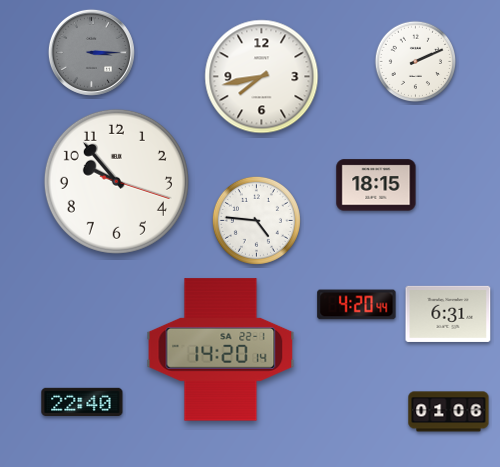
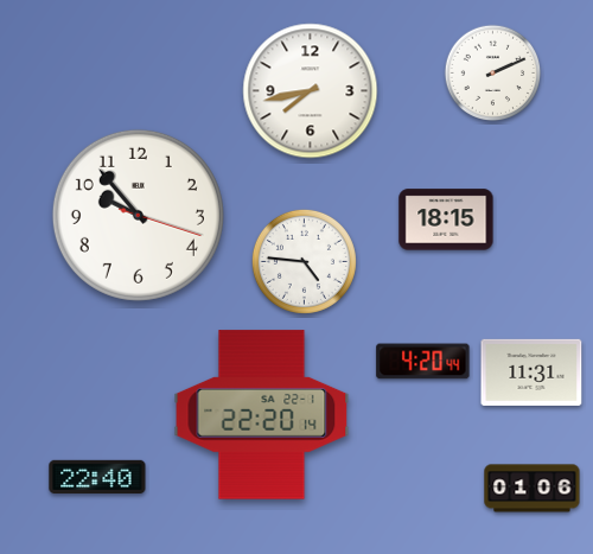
clock at (91, 52): 3:15 -> none
clock at (448, 314): 6:31 -> 11:31
clock at (221, 350): 14:20 -> 22:20
